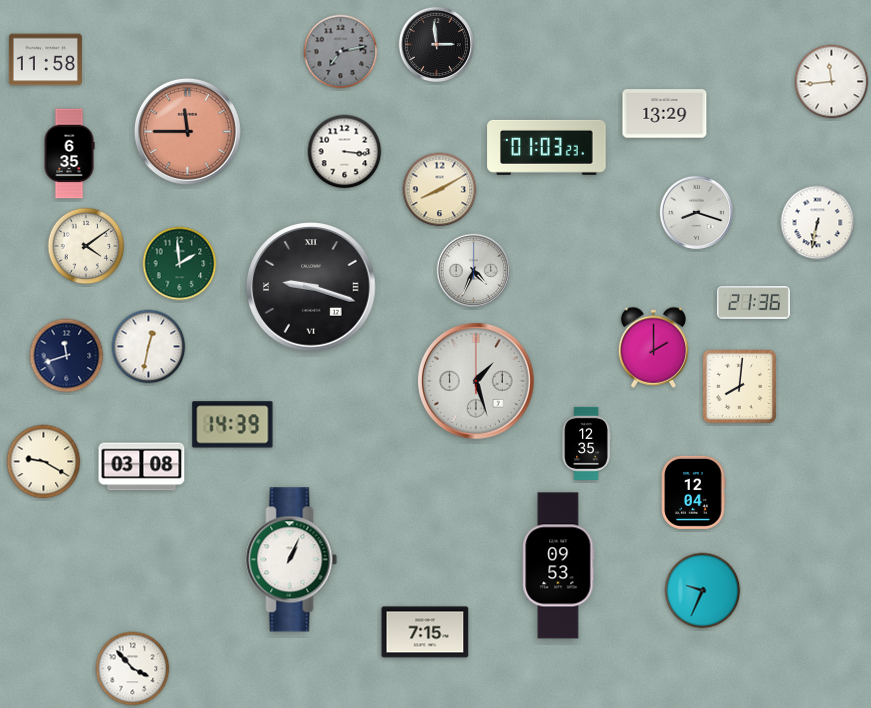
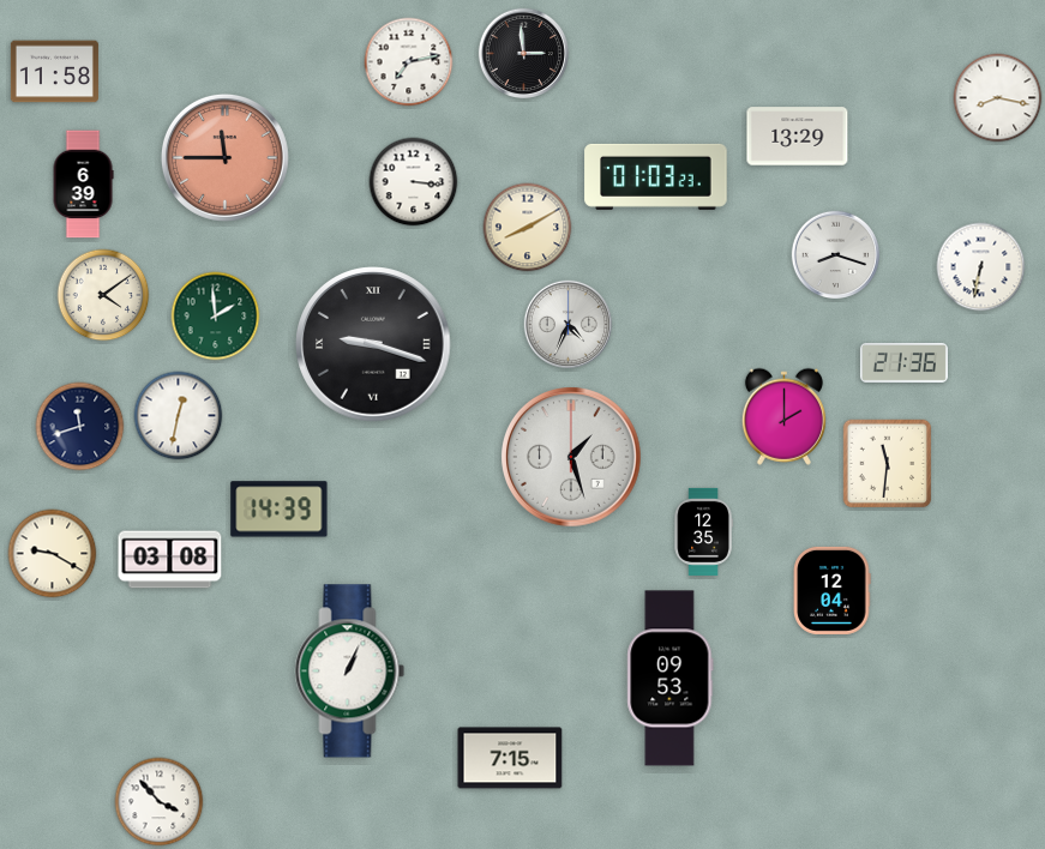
clock at (341, 52) dial: grey -> white
clock at (832, 82): 11:44 -> 8:17
clock at (69, 154): 6:35 -> 6:39
clock at (740, 387): 8:01 -> 11:31
clock at (703, 591): 9:34 -> none
